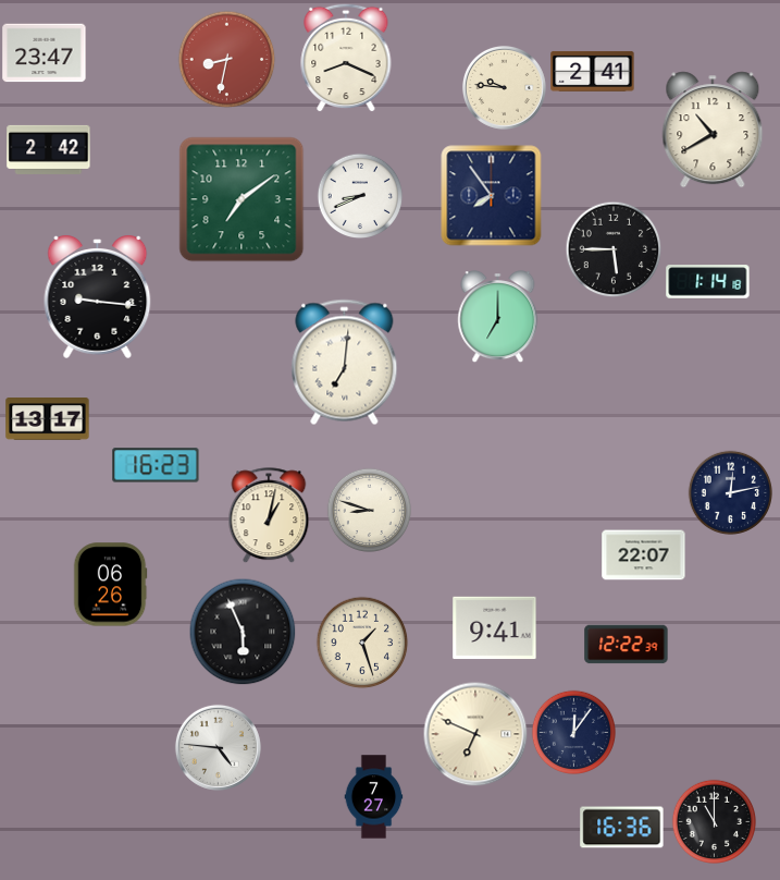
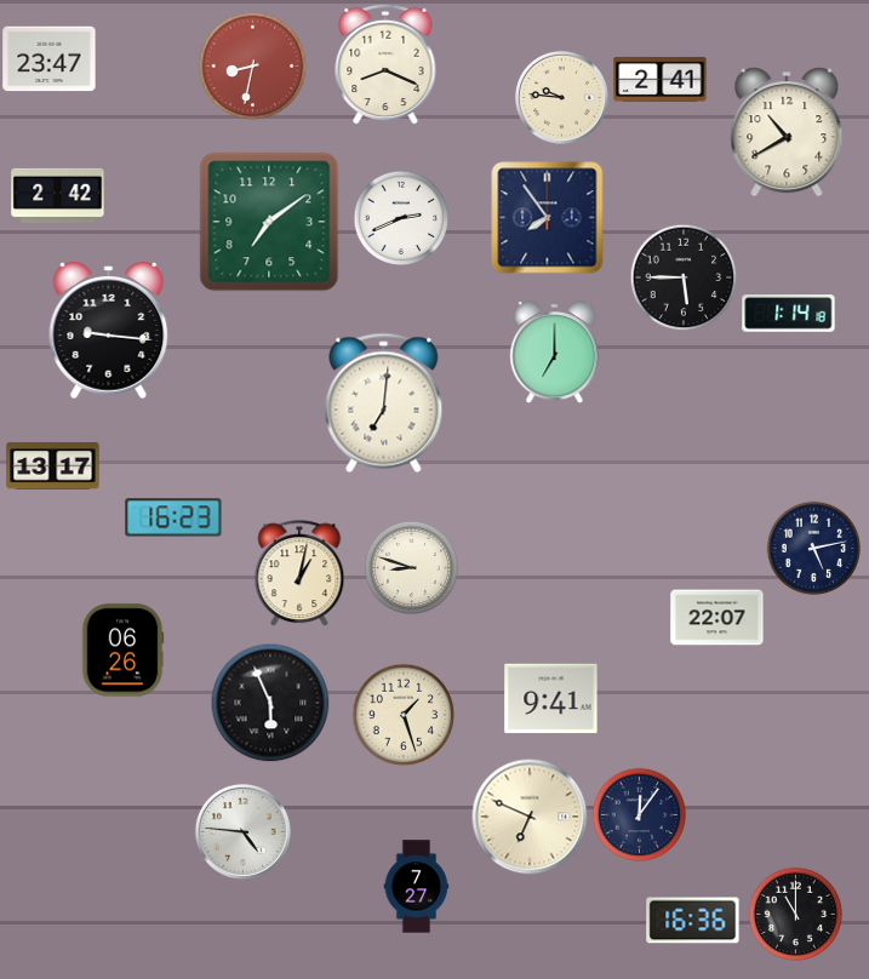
clock at (713, 130) position: (713, 130) -> (787, 132)
clock at (49, 149) position: (49, 149) -> (58, 195)
clock at (360, 196): 8:41 -> 2:41
clock at (730, 492): 12:13 -> 5:13
clock at (627, 645): 12:22 -> none
